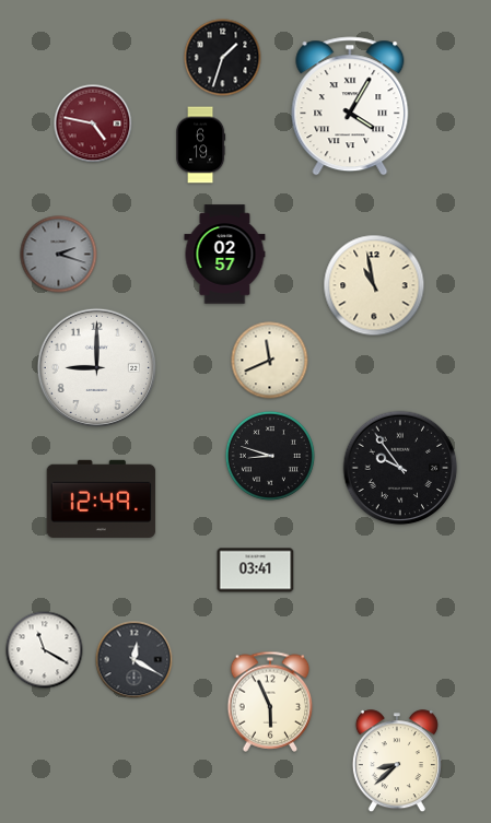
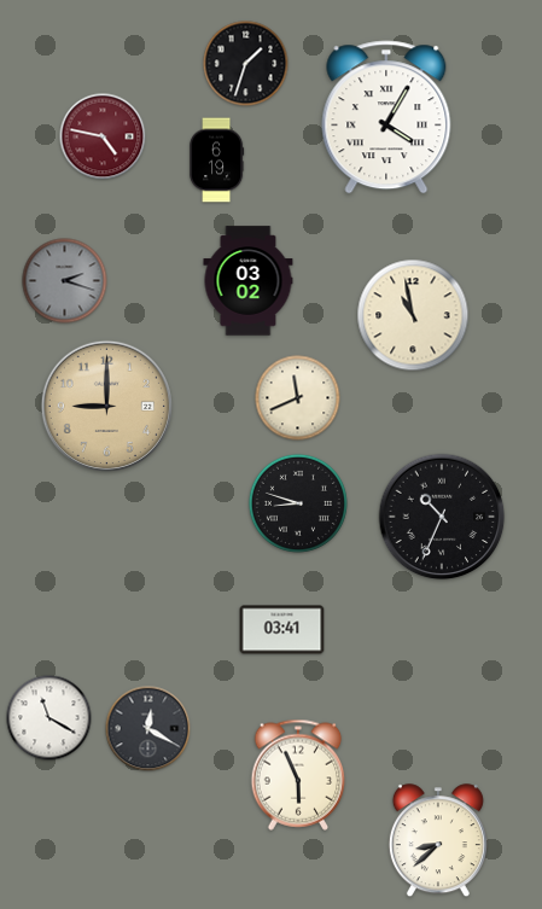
clock at (201, 145) position: (201, 145) -> (217, 161)
clock at (225, 255): 02:57 -> 03:02
clock at (96, 367) dial: white -> champagne
clock at (400, 468): 9:54 -> 10:34
clock at (102, 498): 12:49 -> none
